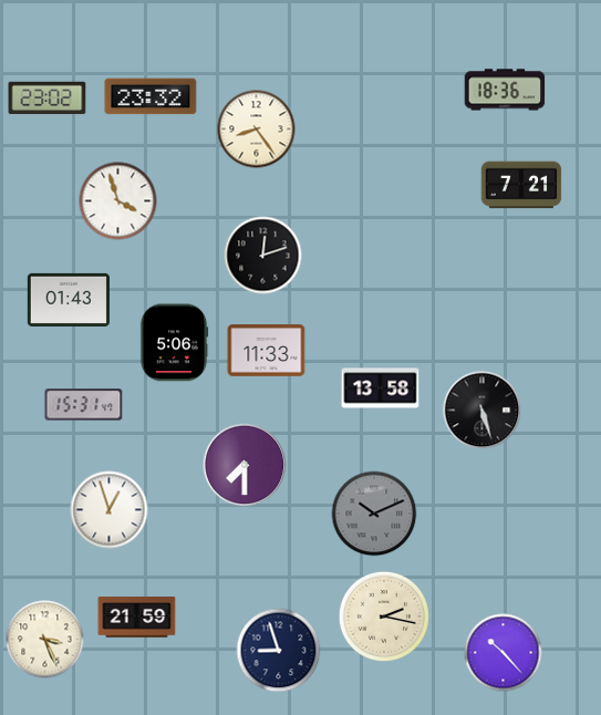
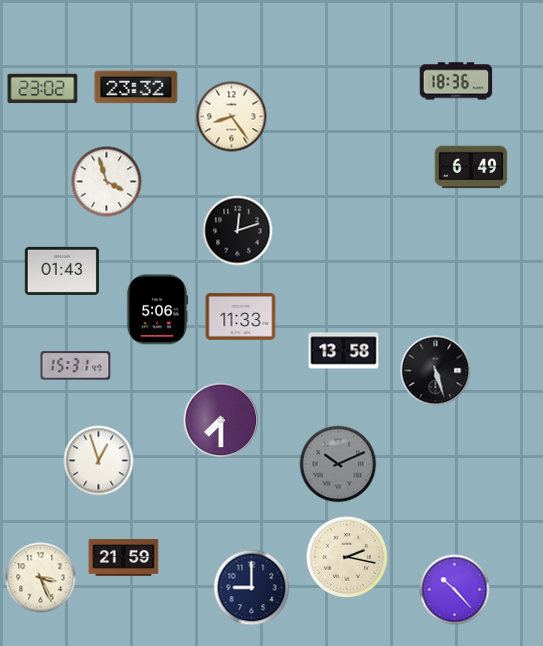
clock at (521, 185): 7:21 -> 6:49
clock at (279, 651): 8:57 -> 9:00
